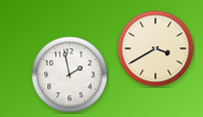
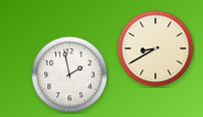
clock at (156, 49): 3:40 -> 8:40
